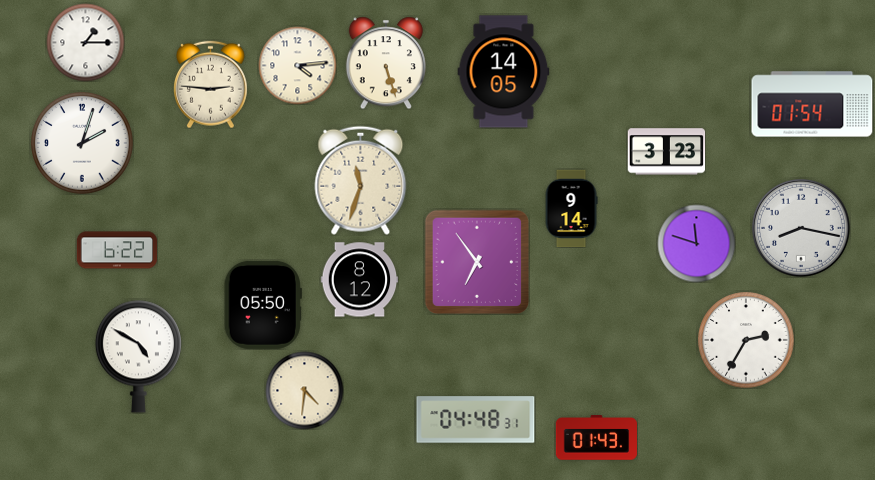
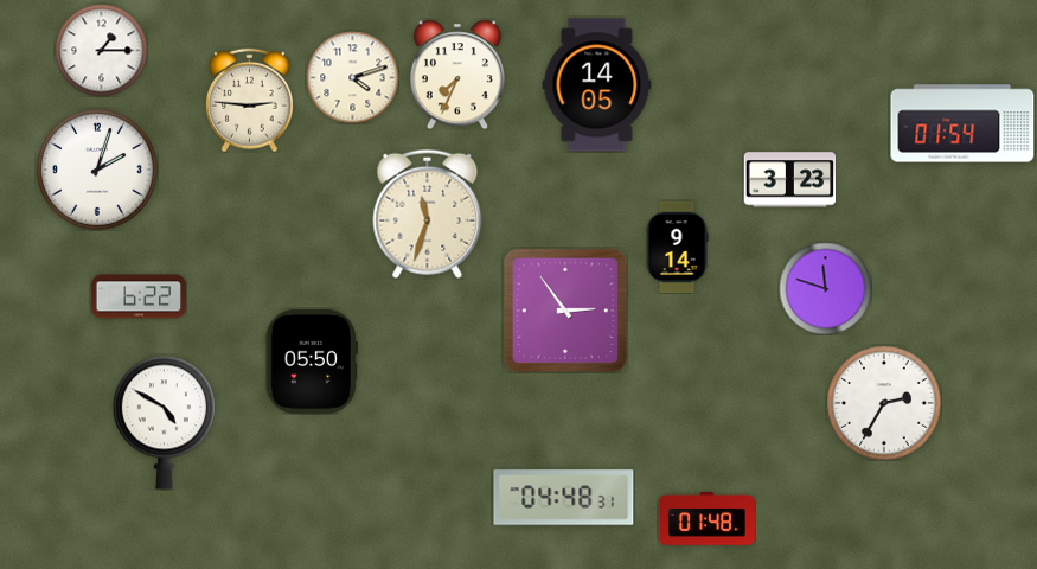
clock at (386, 63): 5:27 -> 7:34
clock at (297, 65): 4:14 -> 4:12
clock at (801, 228): 8:17 -> none
clock at (477, 262): 6:54 -> 2:54
clock at (359, 280): 8:12 -> none
clock at (304, 390): 4:31 -> none
clock at (596, 438): 01:43 -> 01:48
